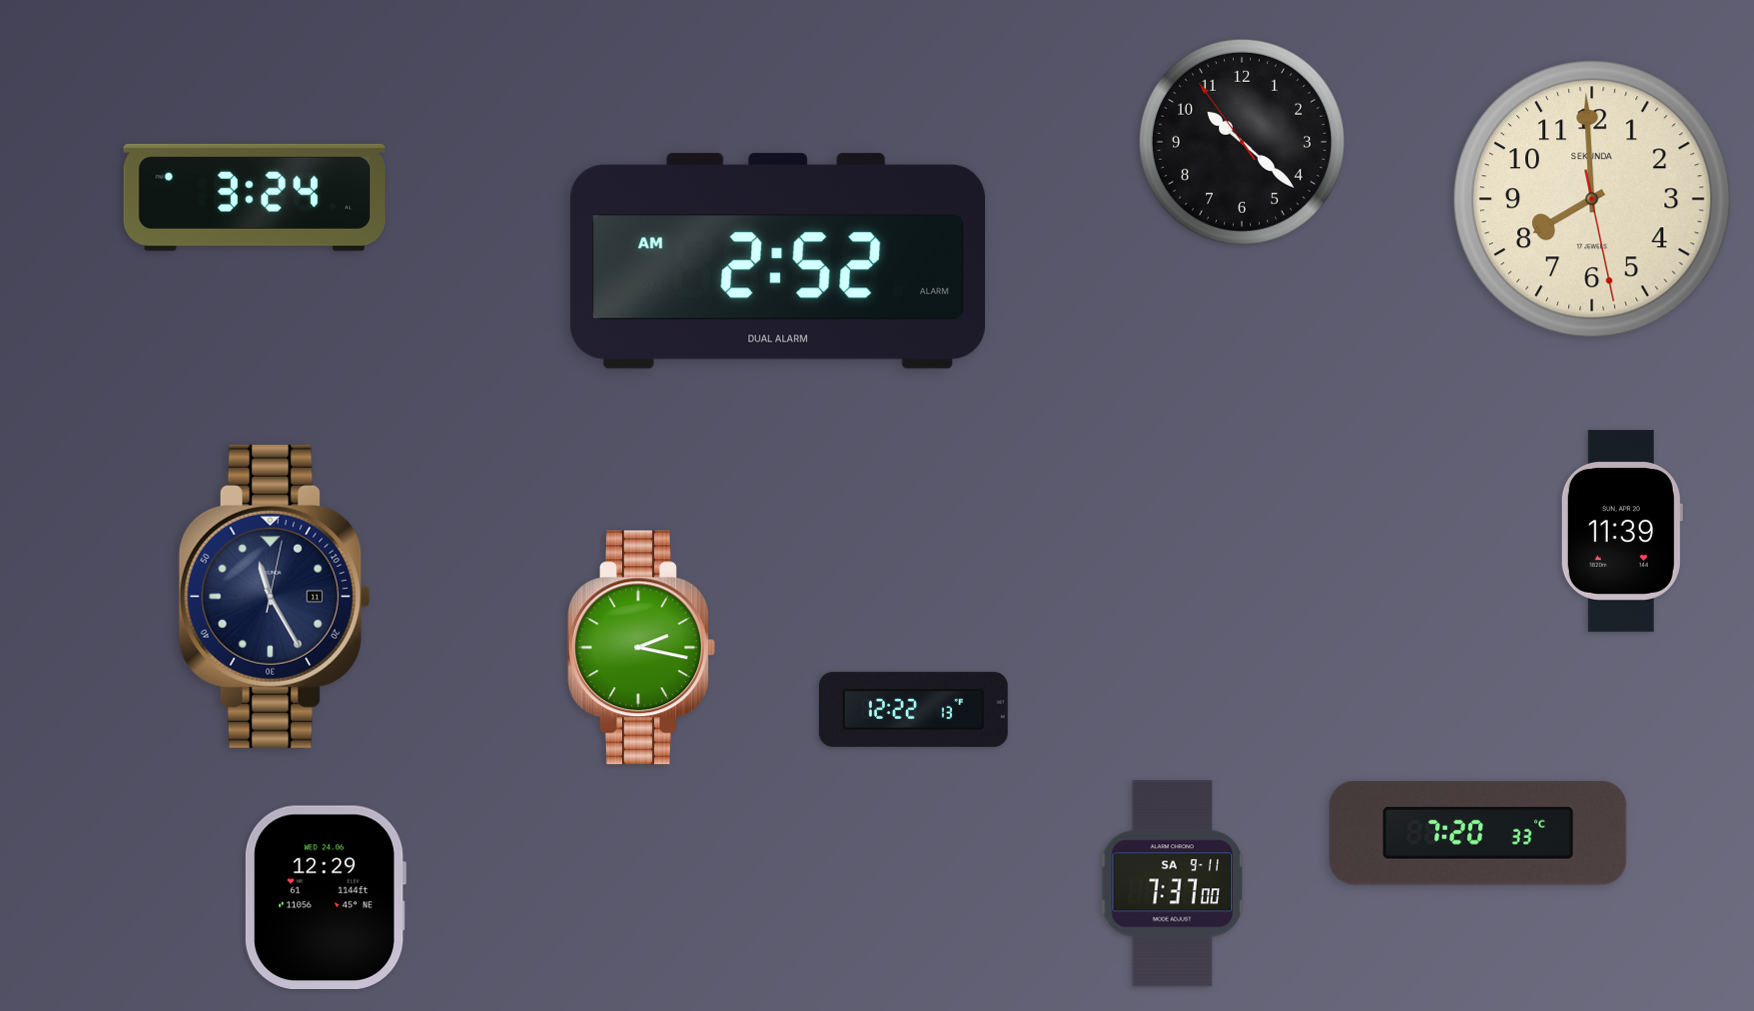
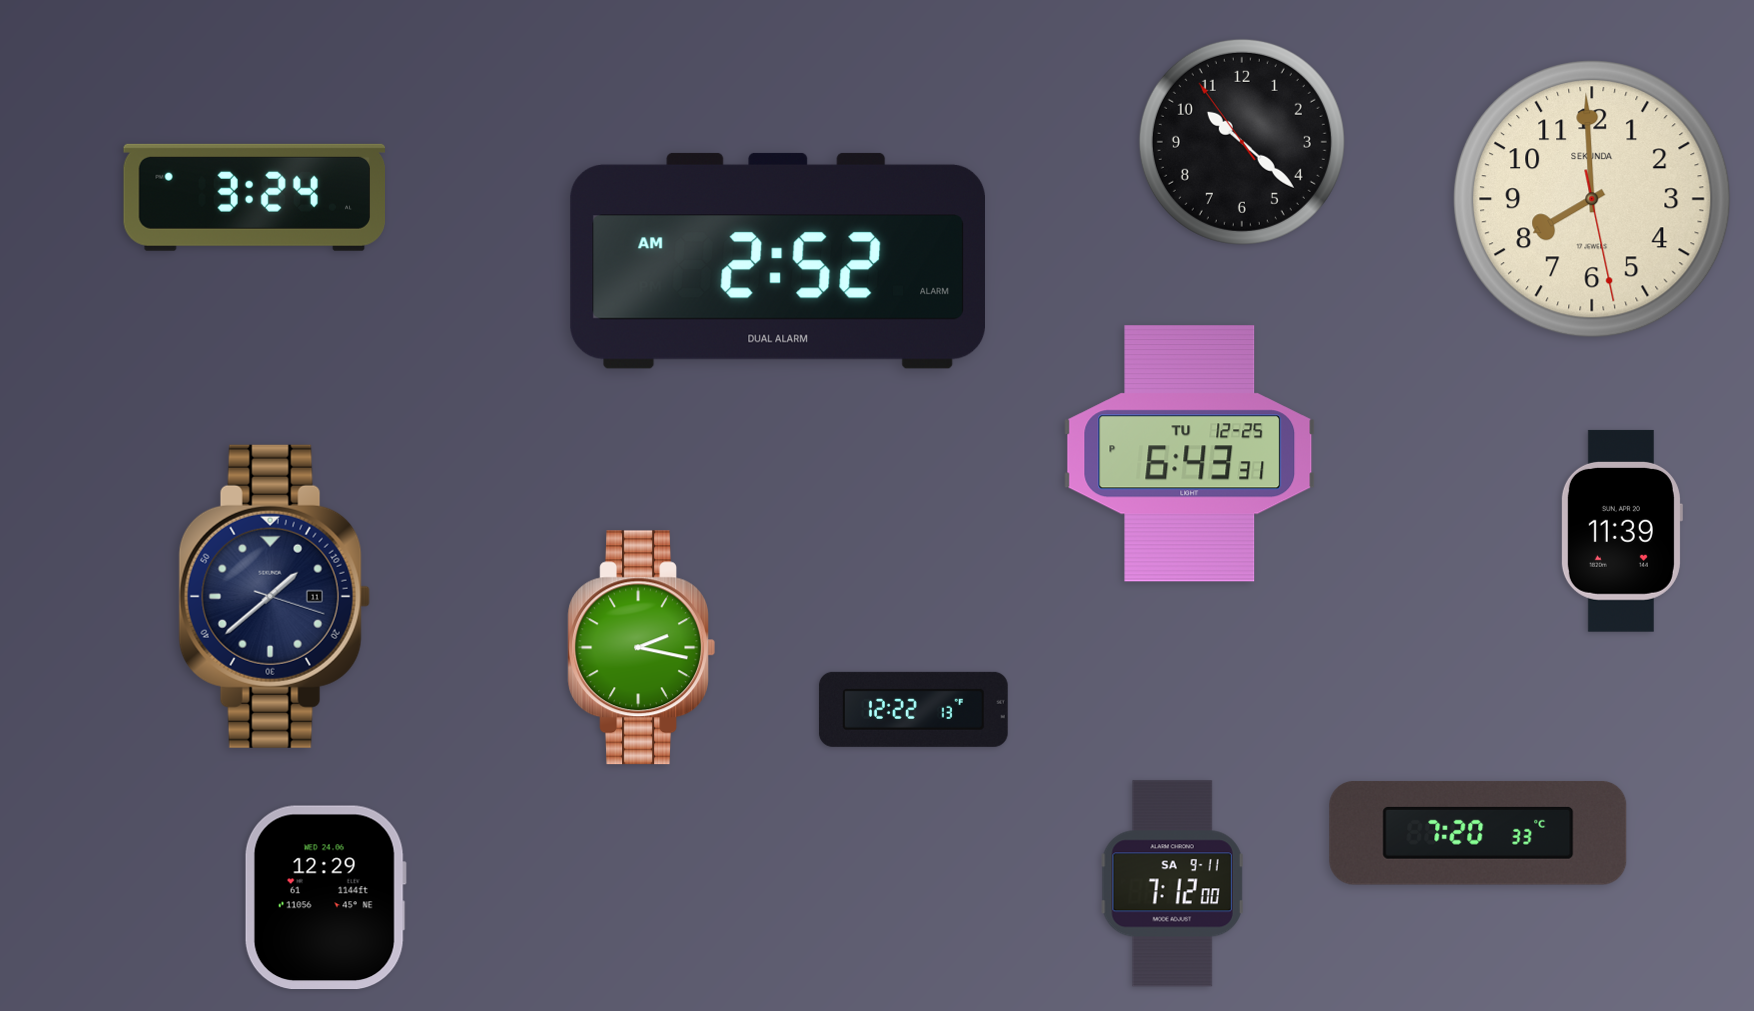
clock at (1190, 454): none -> 6:43
clock at (274, 596): 11:25 -> 1:38
clock at (1172, 884): 7:37 -> 7:12
